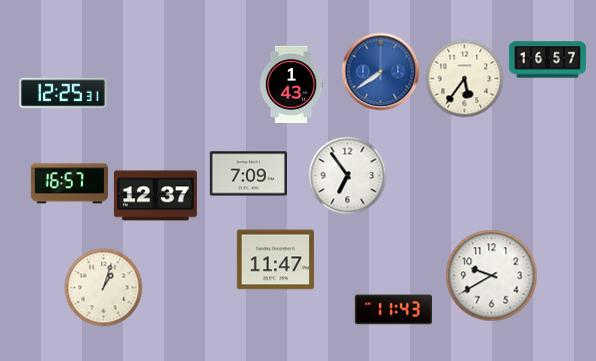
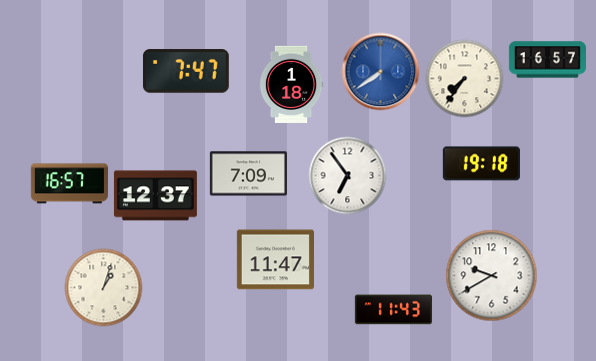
clock at (186, 71): none -> 7:47
clock at (464, 78): 5:36 -> 7:36
clock at (291, 84): 1:43 -> 1:18
clock at (63, 93): 12:25 -> none
clock at (481, 164): none -> 19:18
